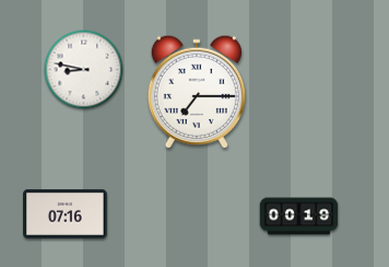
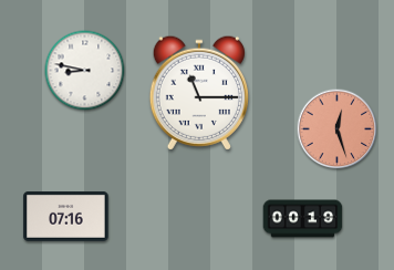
clock at (197, 92): 7:15 -> 11:15
clock at (338, 129): none -> 12:27
